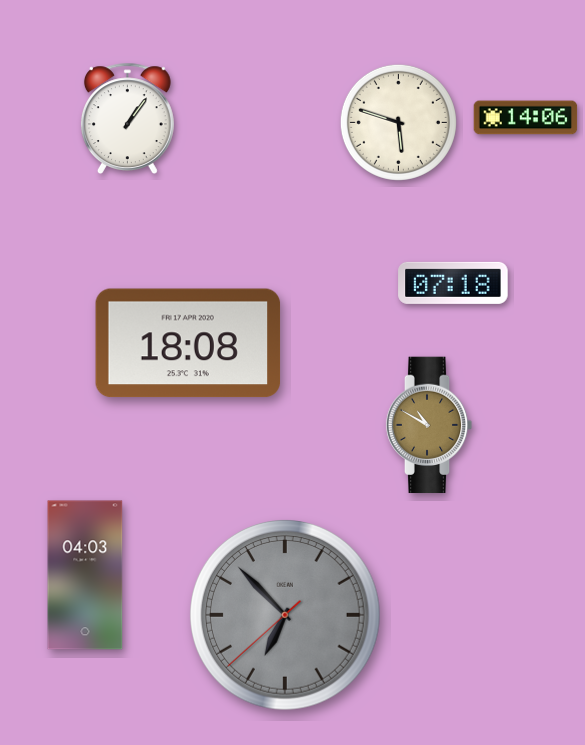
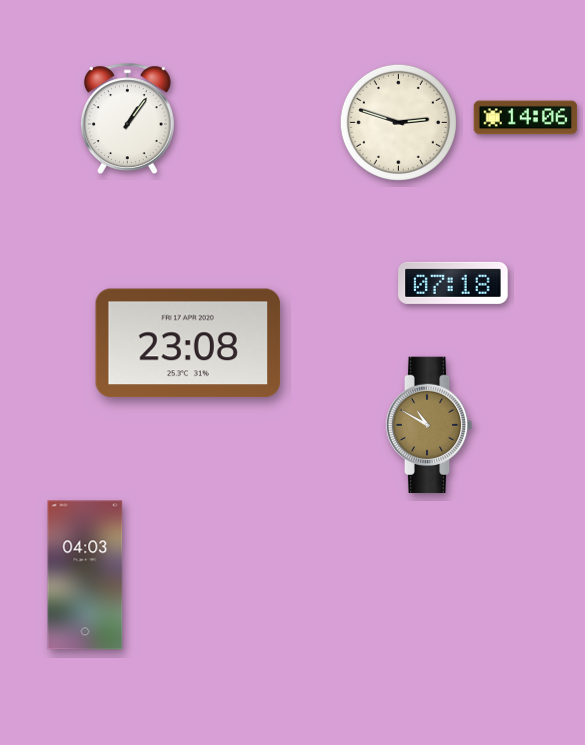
clock at (398, 122): 5:48 -> 2:48
clock at (188, 343): 18:08 -> 23:08
clock at (286, 616): 6:52 -> none
